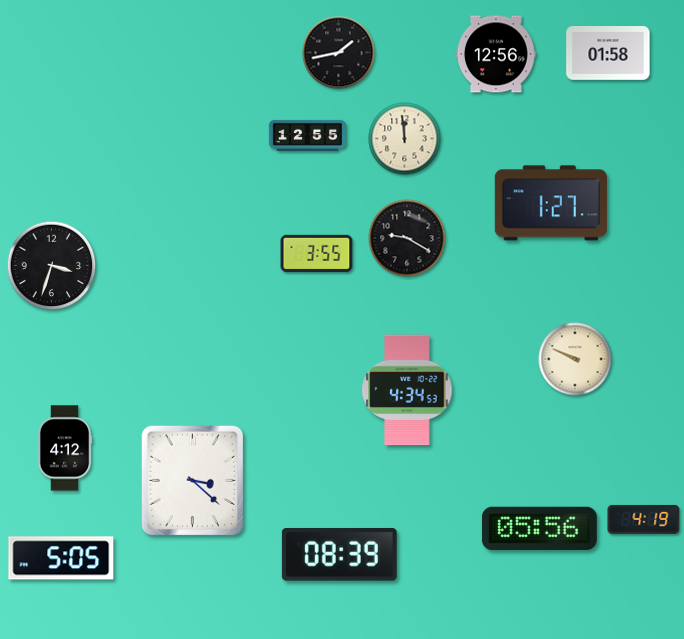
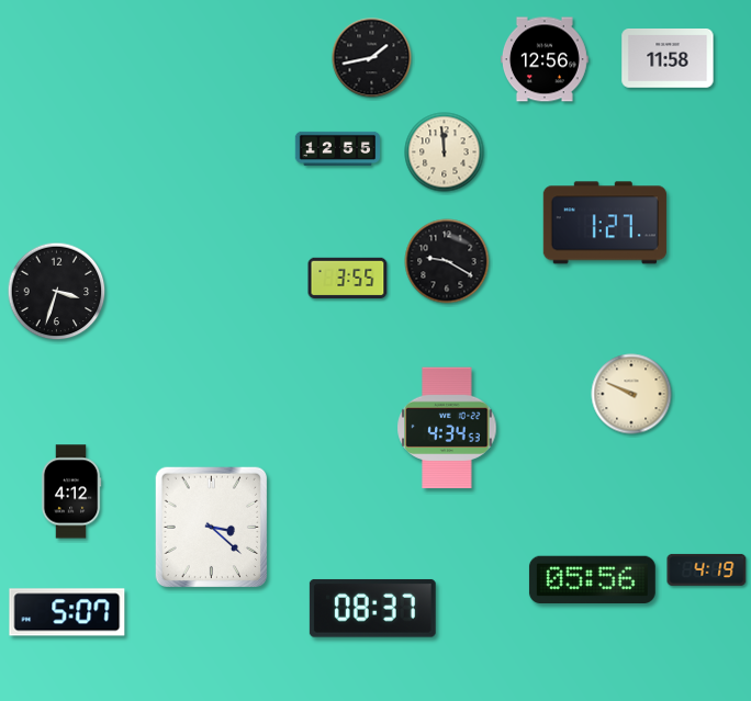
clock at (608, 54): 01:58 -> 11:58
clock at (339, 554): 08:39 -> 08:37
clock at (61, 558): 5:05 -> 5:07
